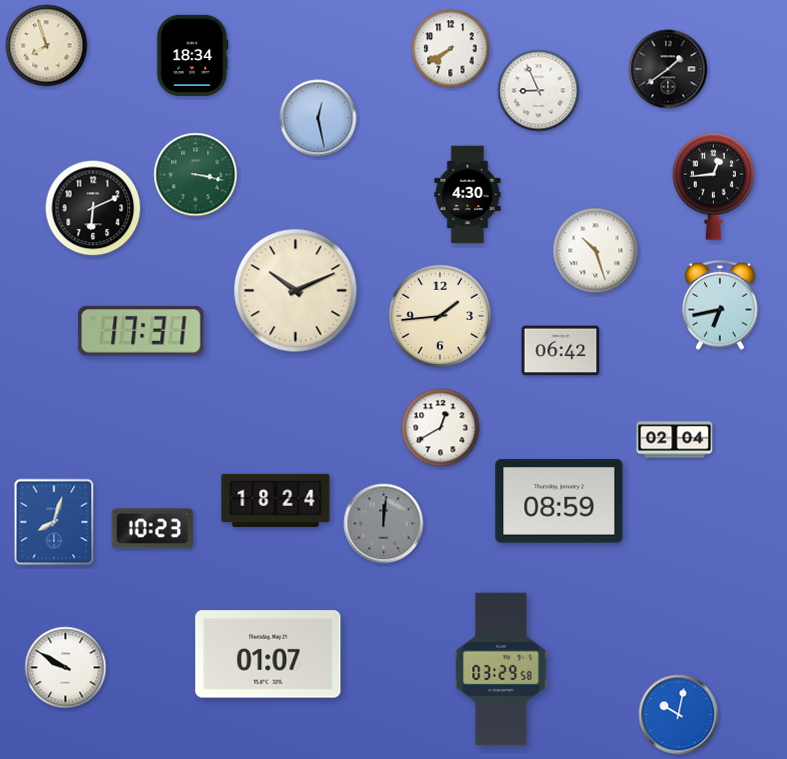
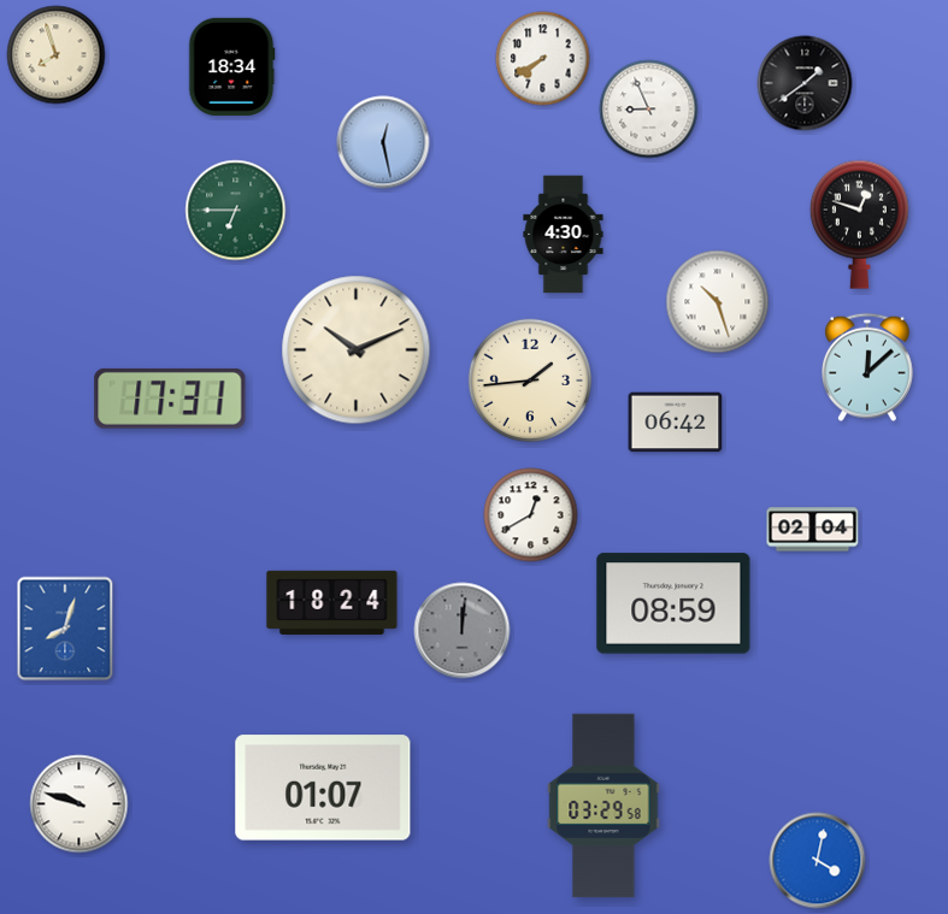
clock at (196, 175): 3:17 -> 6:45
clock at (713, 186): 12:44 -> 12:48
clock at (93, 208): 6:11 -> none
clock at (721, 305): 6:43 -> 12:08
clock at (152, 529): 10:23 -> none
clock at (66, 668): 9:50 -> 9:48
clock at (679, 715): 10:02 -> 4:02
